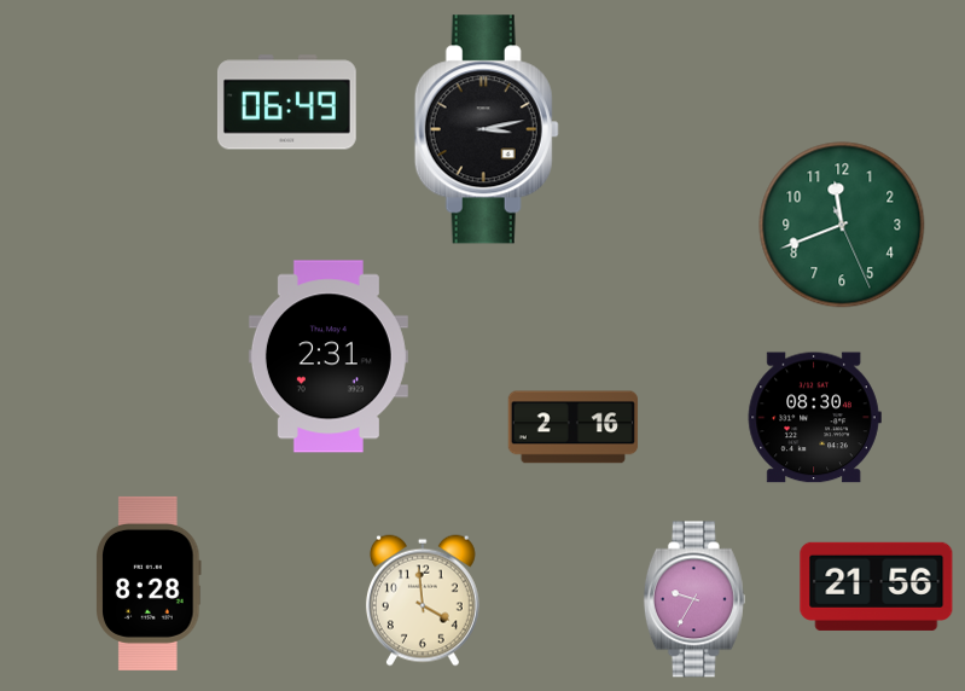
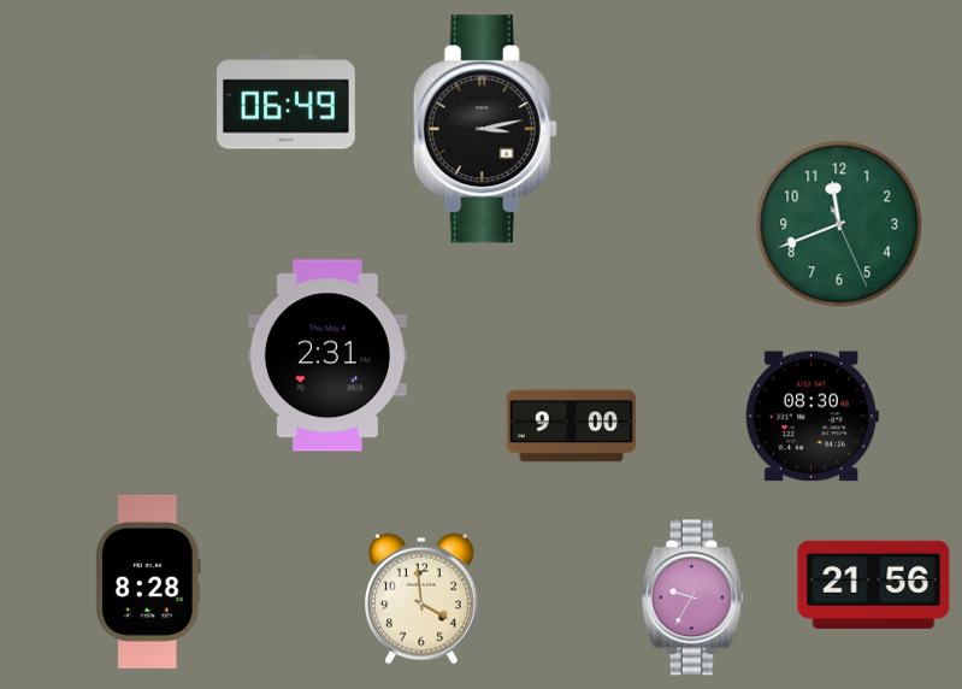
clock at (574, 428): 2:16 -> 9:00
